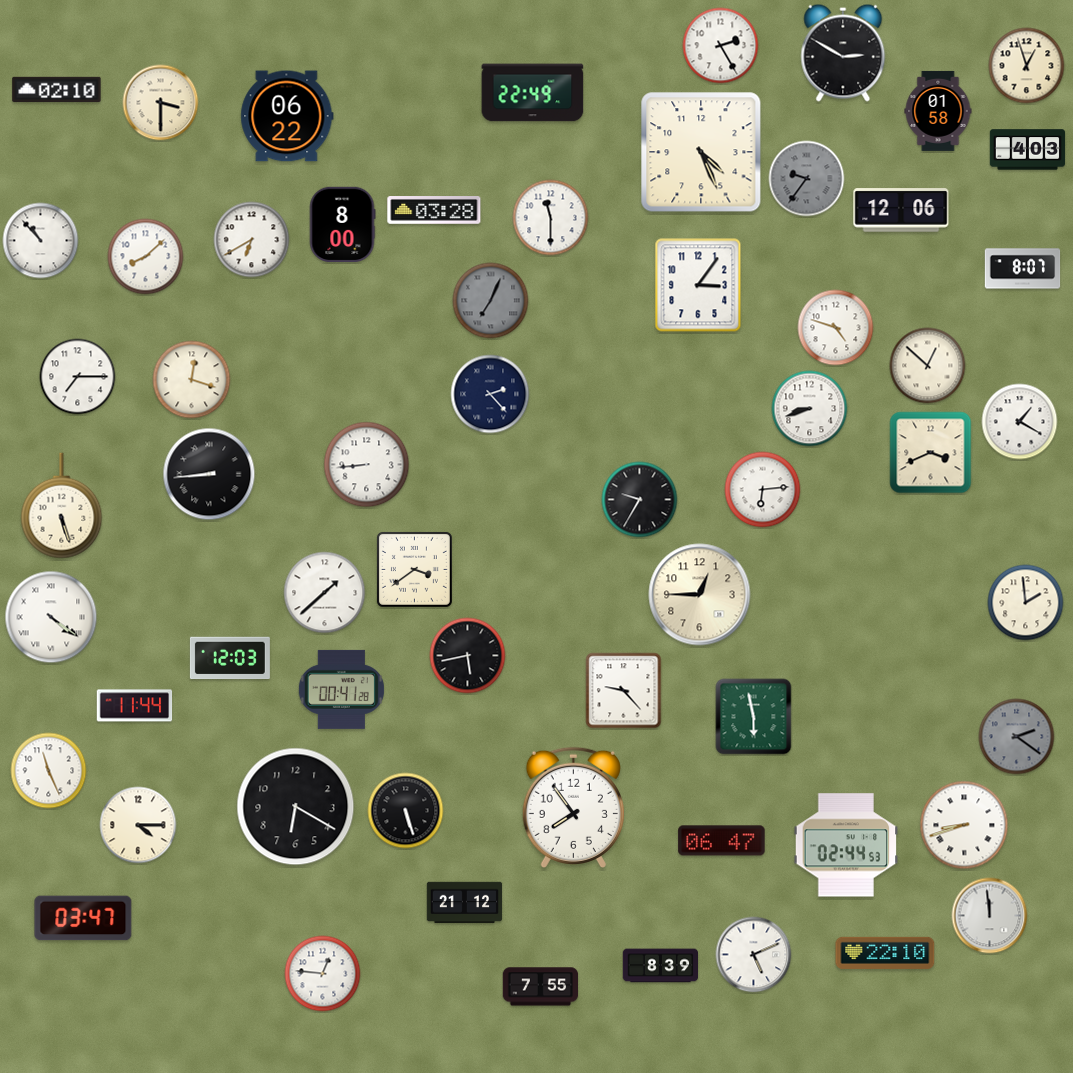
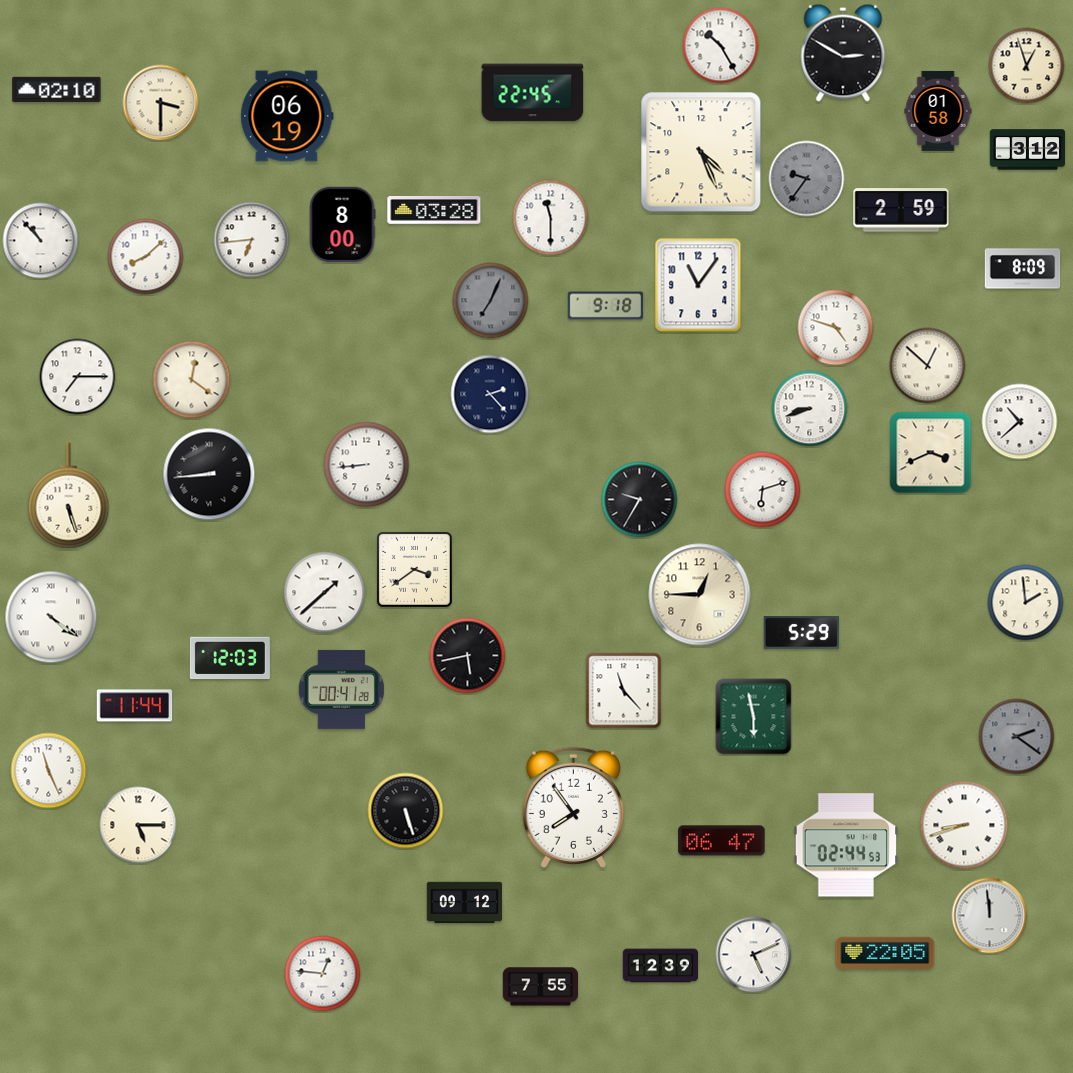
clock at (721, 46): 2:25 -> 10:25
clock at (533, 93): 22:49 -> 22:45
clock at (287, 116): 06:22 -> 06:19
clock at (1028, 150): 4:03 -> 3:12
clock at (901, 210): 12:06 -> 2:59
clock at (252, 240): 6:40 -> 6:44
clock at (1023, 269): 8:07 -> 8:09
clock at (698, 285): 3:06 -> 11:06
clock at (606, 306): none -> 9:18
clock at (192, 380): 12:18 -> 12:21
clock at (1020, 422): 1:20 -> 10:38
clock at (763, 490): 6:14 -> 6:12
clock at (62, 506) position: (62, 506) -> (69, 496)
clock at (801, 633): none -> 5:29
clock at (624, 691): 9:23 -> 11:23
clock at (296, 807): 6:20 -> none
clock at (138, 825): 4:15 -> 5:15
clock at (465, 903): 21:12 -> 09:12
clock at (83, 918): 03:47 -> none
clock at (885, 953): 22:10 -> 22:05
clock at (661, 966): 8:39 -> 12:39
